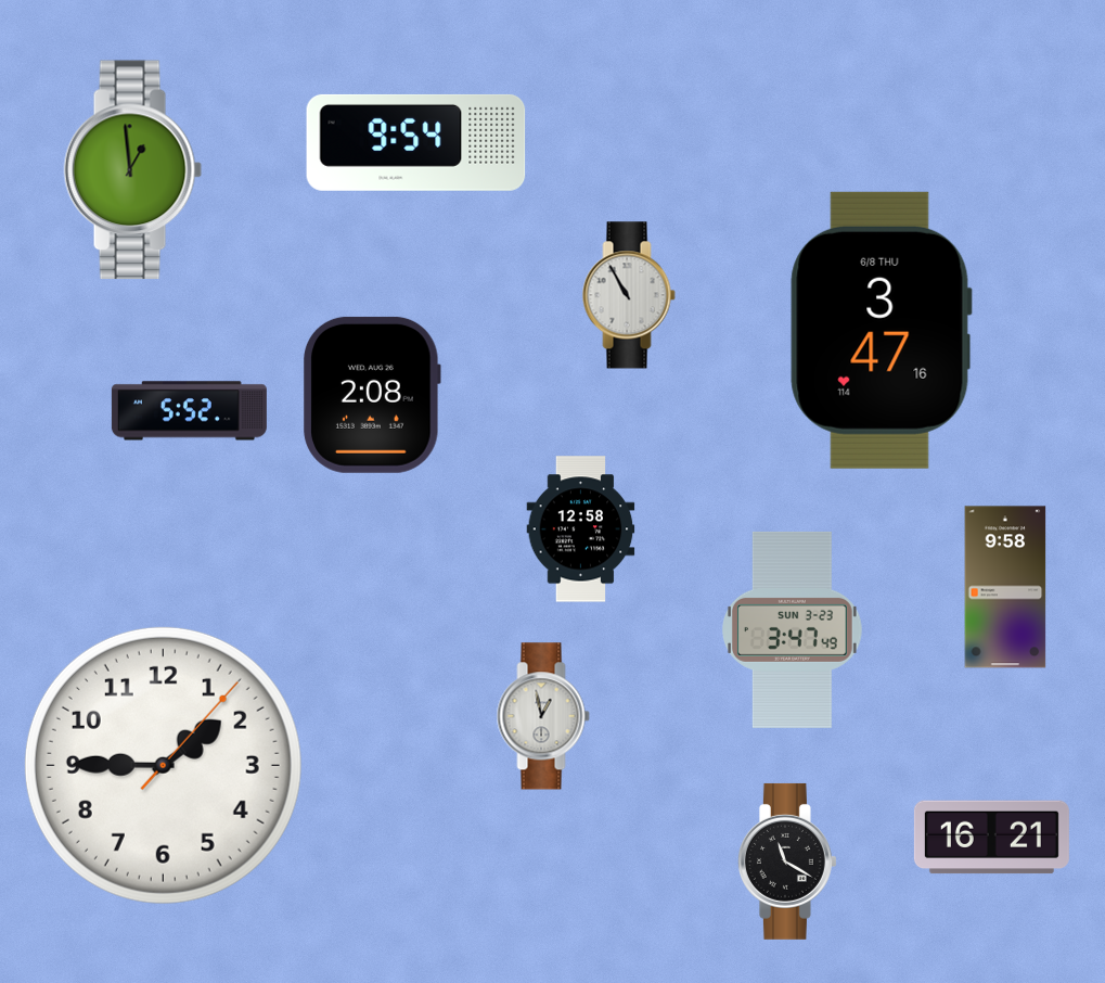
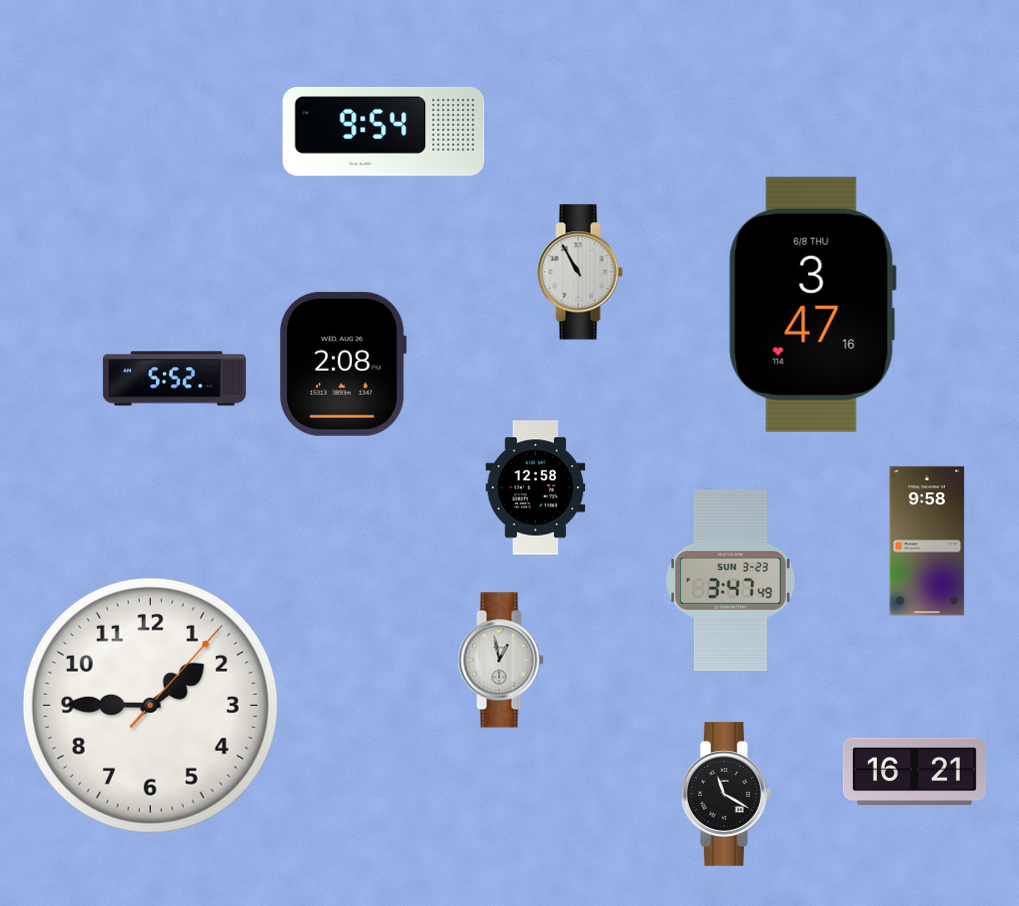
clock at (133, 170): 12:59 -> none
